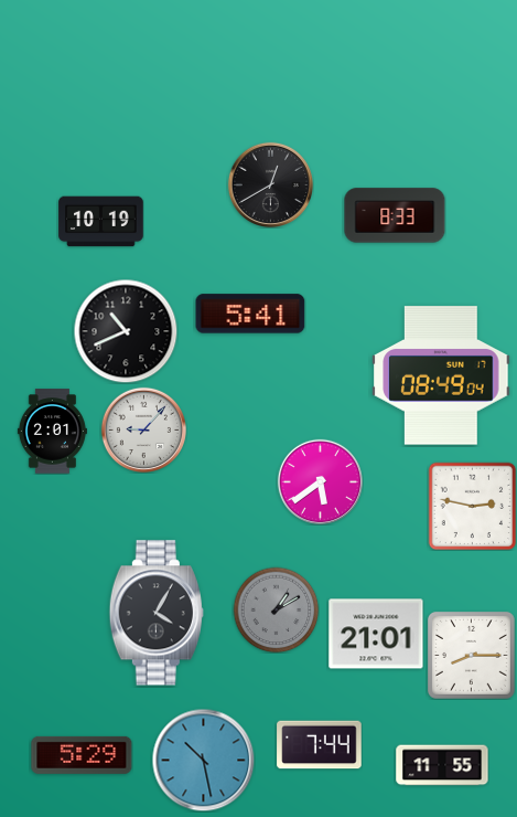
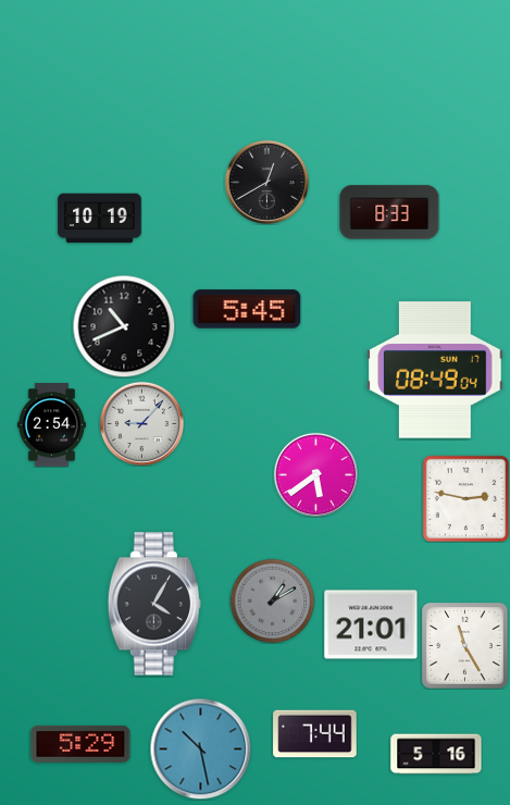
clock at (250, 314): 5:41 -> 5:45
clock at (52, 432): 2:01 -> 2:54
clock at (471, 655): 8:15 -> 11:25
clock at (442, 765): 11:55 -> 5:16
